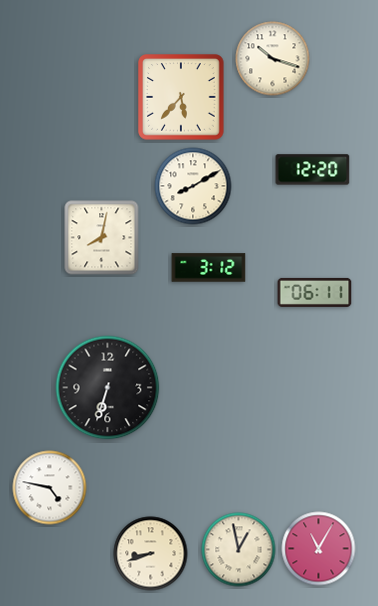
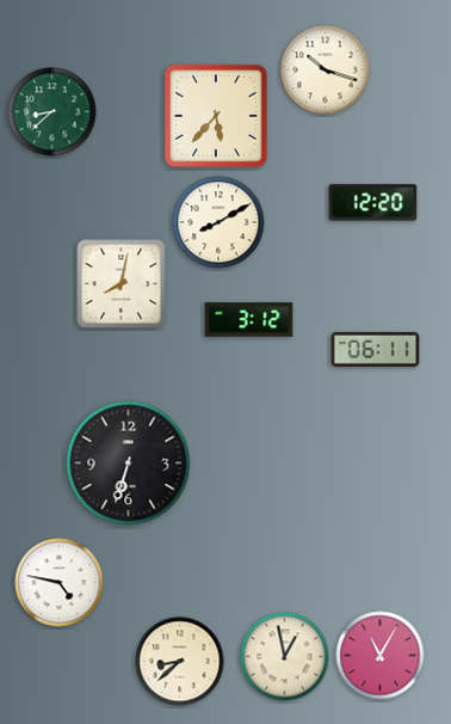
clock at (52, 112): none -> 8:38
clock at (193, 186) position: (193, 186) -> (218, 222)
clock at (151, 554): 8:42 -> 8:38
